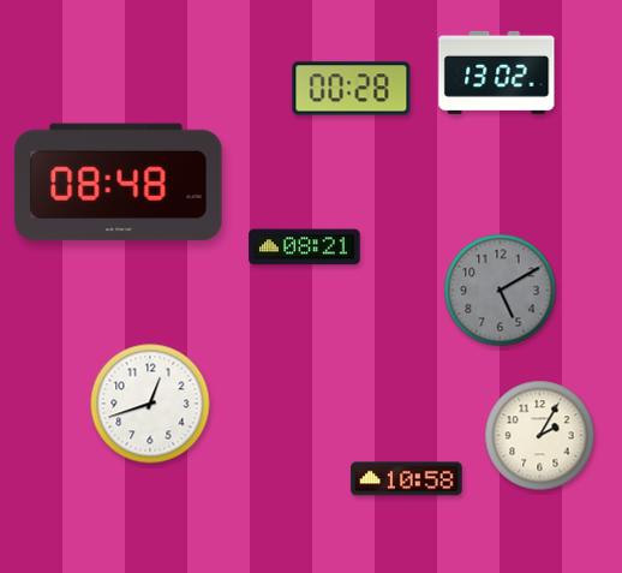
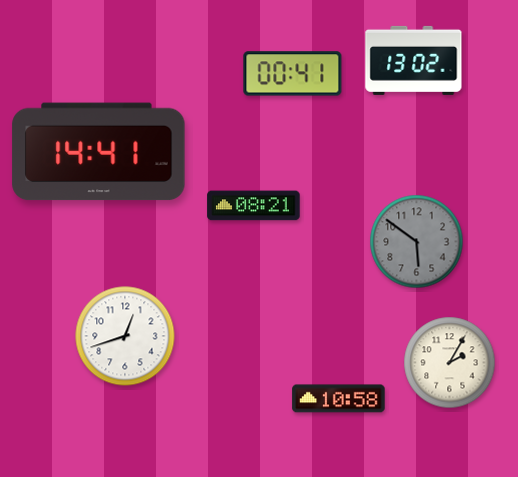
clock at (352, 89): 00:28 -> 00:41
clock at (119, 183): 08:48 -> 14:41
clock at (501, 291): 5:10 -> 5:51
